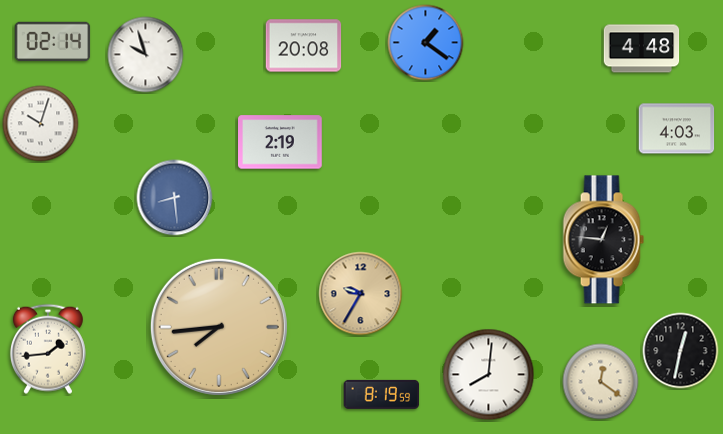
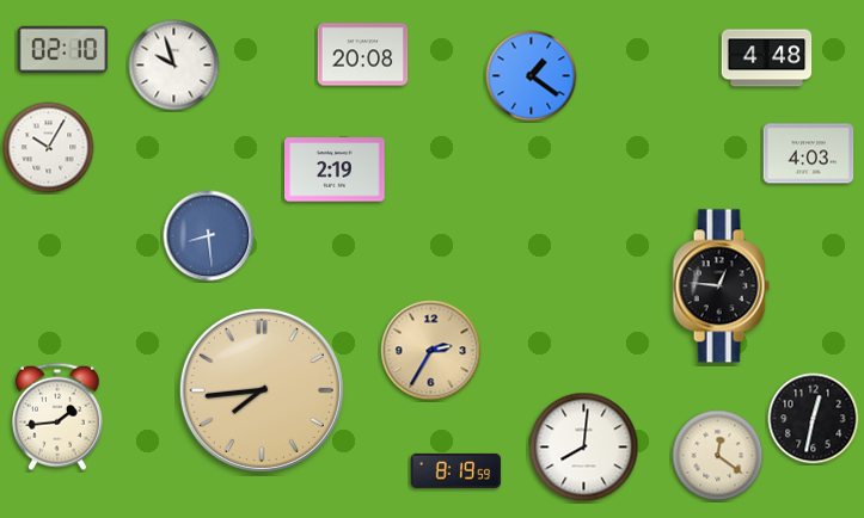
clock at (53, 42): 02:14 -> 02:10
clock at (426, 43) position: (426, 43) -> (532, 76)
clock at (41, 124): 10:03 -> 10:05
clock at (361, 294): 9:35 -> 2:35
